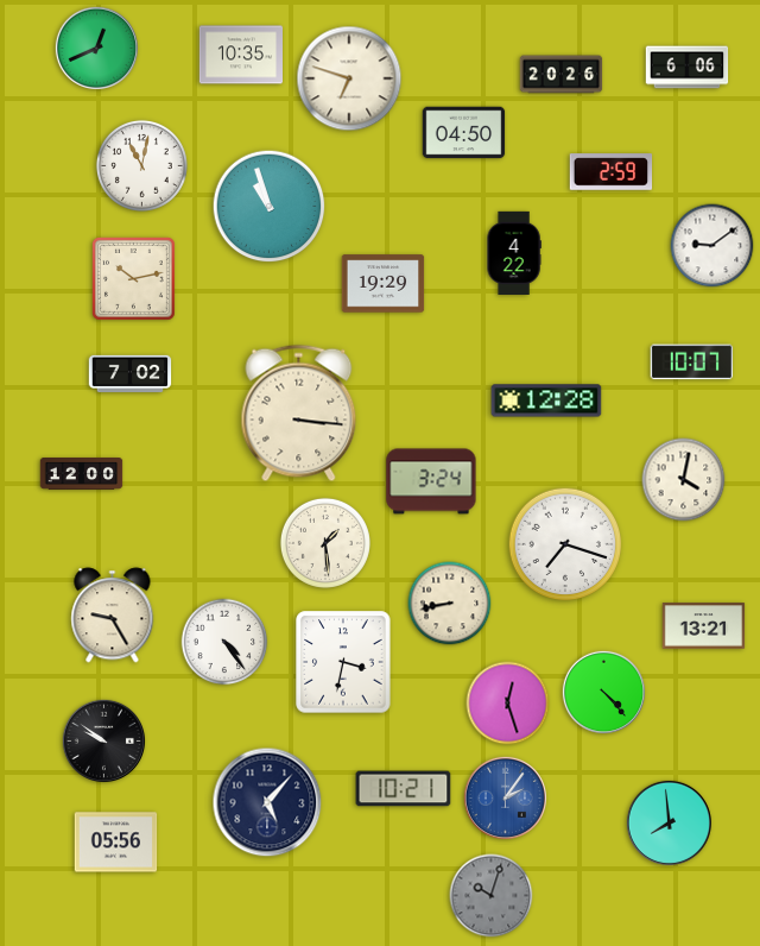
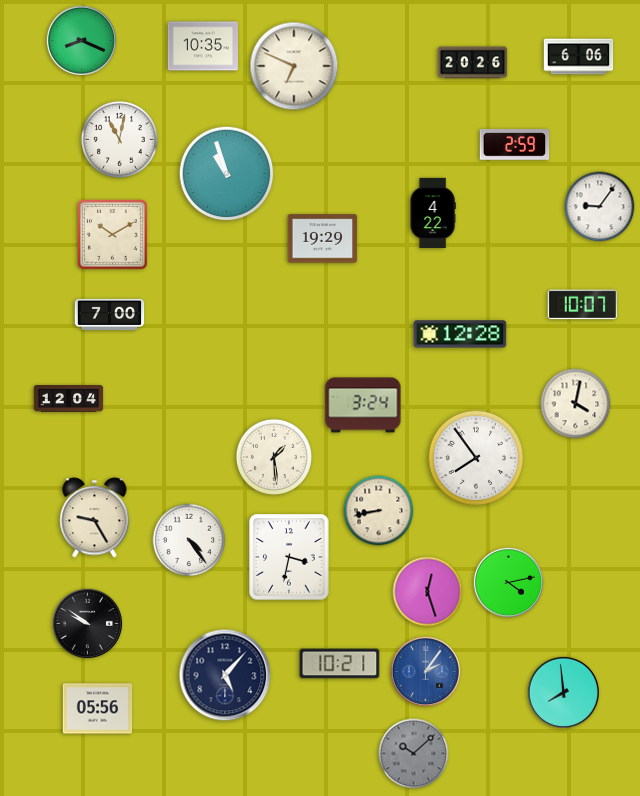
clock at (96, 48): 12:41 -> 8:19
clock at (349, 78): 6:48 -> 6:49
clock at (464, 133): 04:50 -> none
clock at (712, 246): 9:09 -> 9:06
clock at (133, 278): 10:13 -> 10:10
clock at (131, 373): 7:02 -> 7:00
clock at (546, 401) position: (546, 401) -> (460, 334)
clock at (299, 414): 3:16 -> none
clock at (82, 474): 12:00 -> 12:04
clock at (565, 544): 7:18 -> 7:54
clock at (450, 604) position: (450, 604) -> (379, 511)
clock at (704, 626): 13:21 -> none
clock at (603, 692): 4:23 -> 4:13
clock at (492, 896): 10:03 -> 10:08
